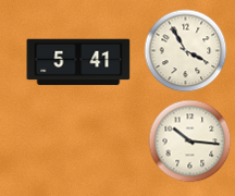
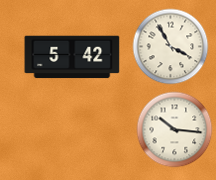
clock at (78, 62): 5:41 -> 5:42
